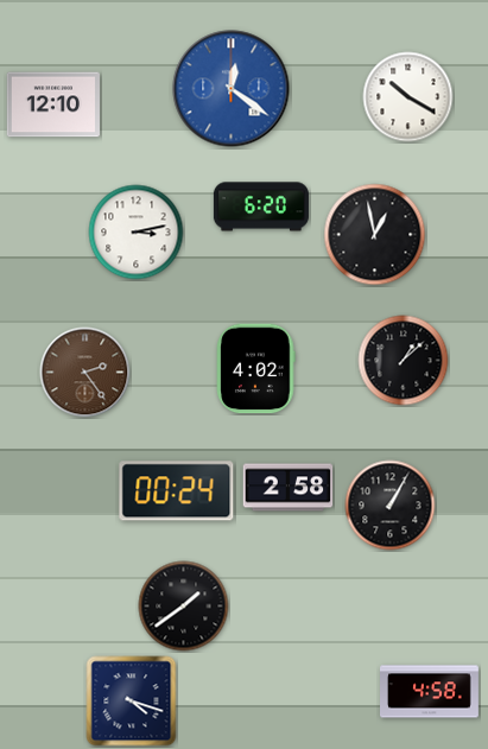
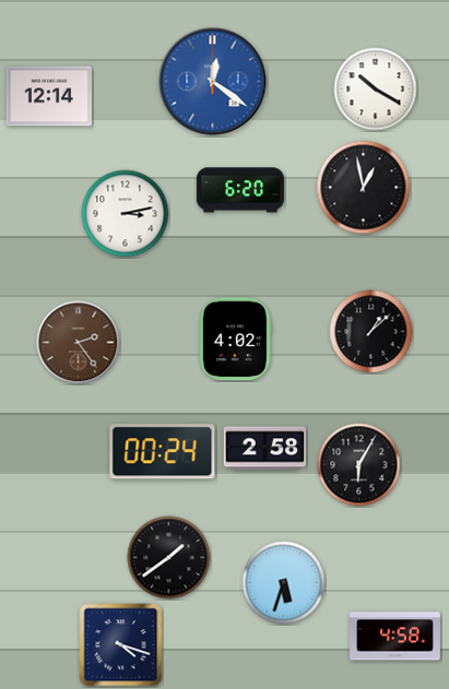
clock at (53, 104): 12:10 -> 12:14
clock at (375, 235) position: (375, 235) -> (364, 188)
clock at (391, 506): 1:05 -> 6:05
clock at (284, 583): none -> 5:33
